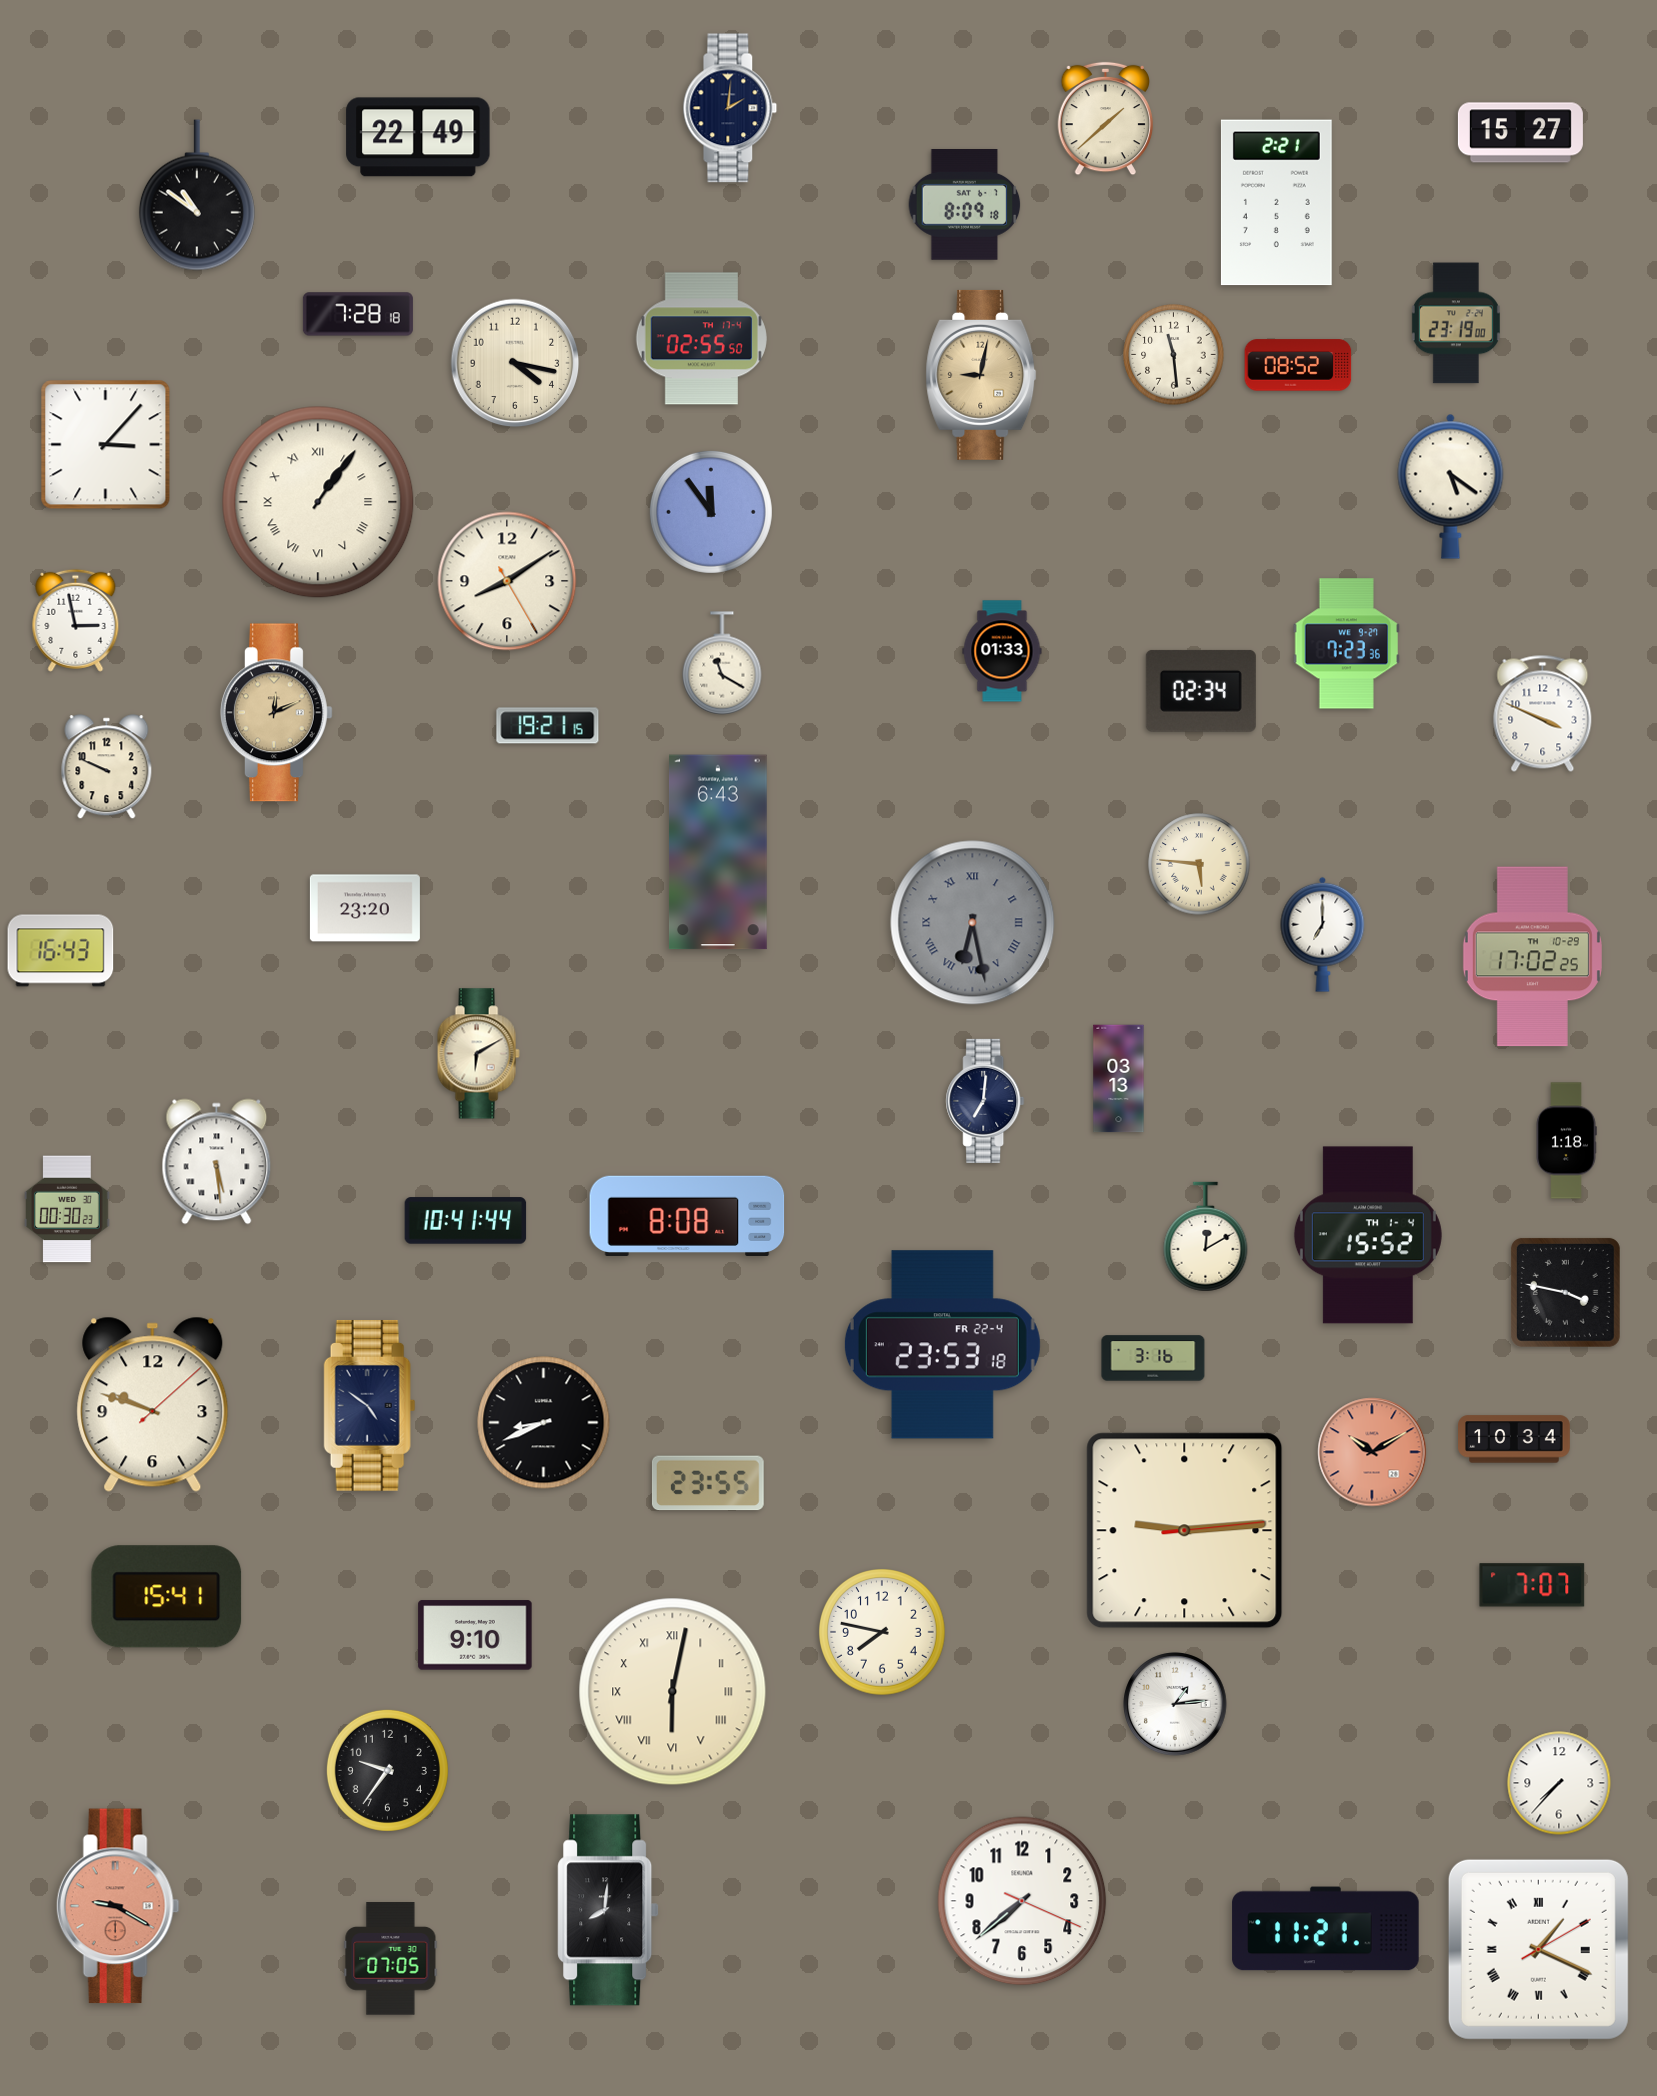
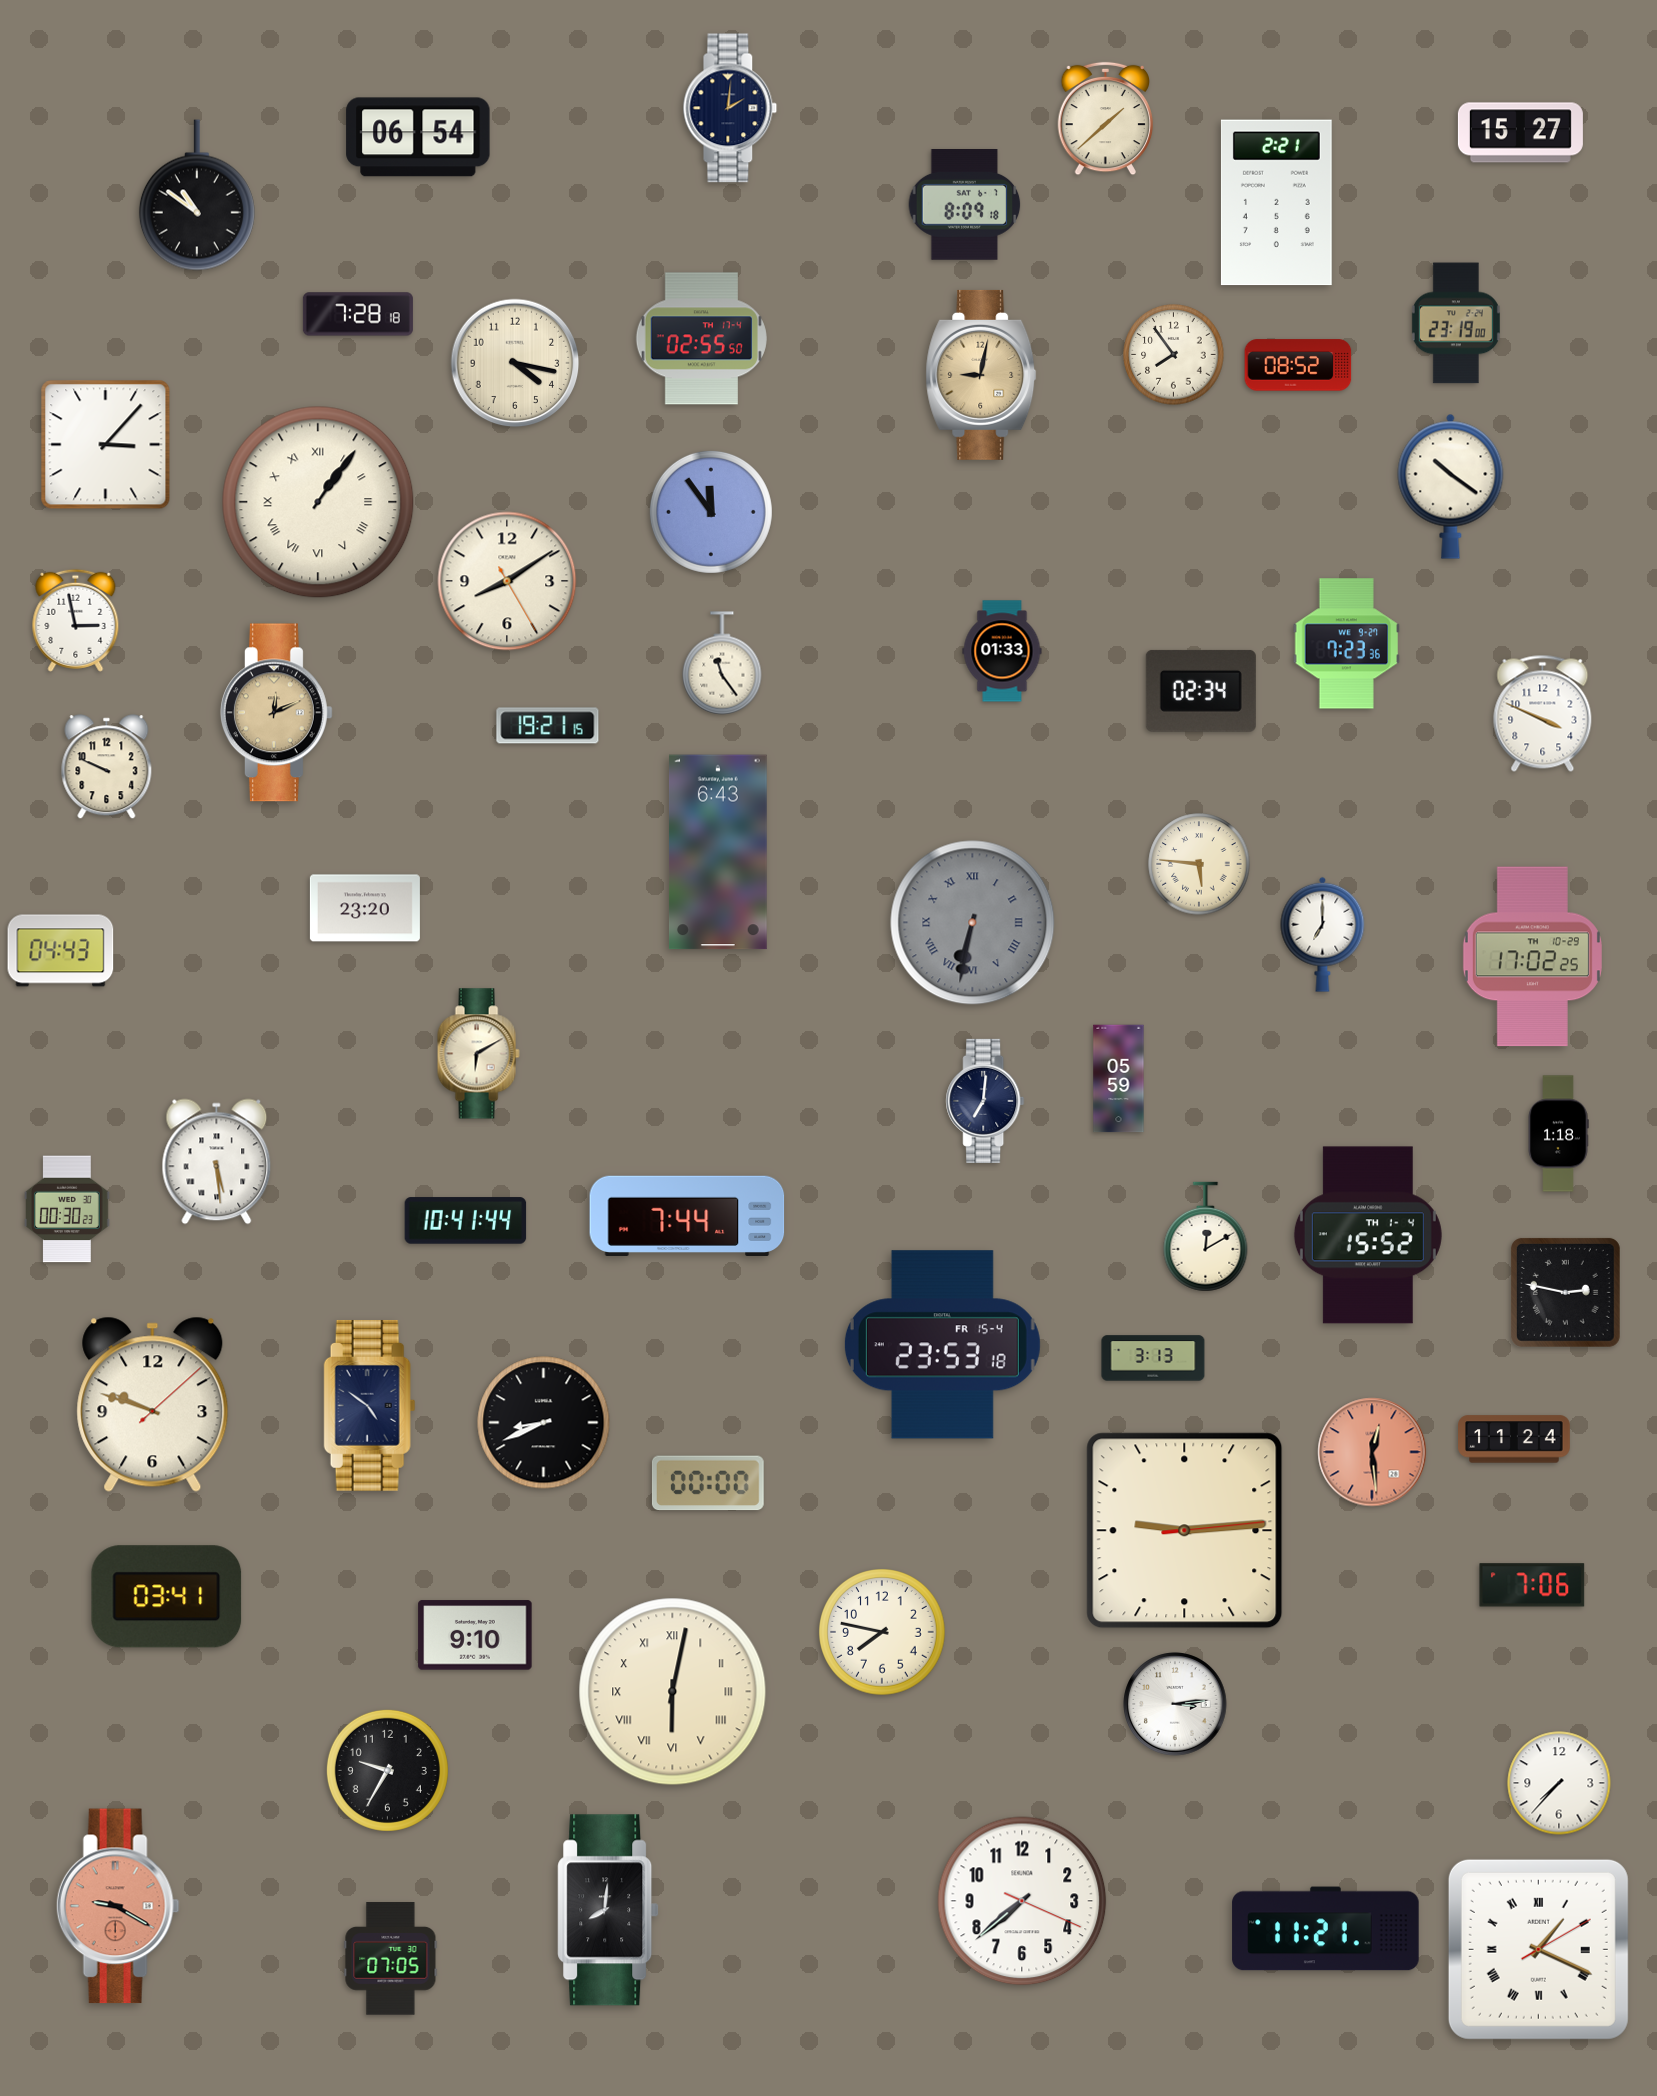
clock at (418, 137): 22:49 -> 06:54
clock at (1174, 355): 11:29 -> 7:54
clock at (1451, 486): 5:21 -> 10:21
clock at (722, 663): 11:20 -> 11:24
clock at (973, 923): 6:28 -> 6:32
clock at (61, 951): 16:43 -> 04:43
clock at (1119, 1079): 03:13 -> 05:59
clock at (1566, 1141) position: (1566, 1141) -> (1558, 1134)
clock at (687, 1216): 8:08 -> 7:44
clock at (1565, 1292): 3:47 -> 2:47
clock at (942, 1345) date: FR 22-4 -> FR 15-4
clock at (1153, 1358): 3:16 -> 3:13
clock at (1514, 1439): 10:34 -> 11:24
clock at (1372, 1452): 10:10 -> 12:29
clock at (708, 1483): 23:55 -> 00:00
clock at (1532, 1585): 7:07 -> 7:06
clock at (167, 1597): 15:41 -> 03:41
clock at (1175, 1704): 1:14 -> 3:14
clock at (387, 1770): 9:36 -> 9:35
